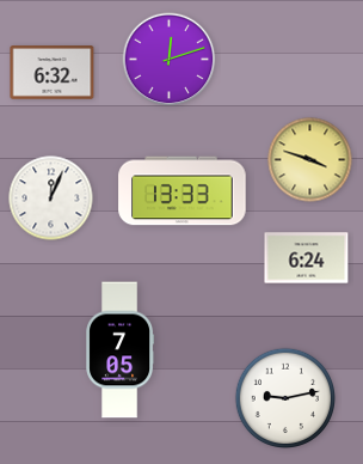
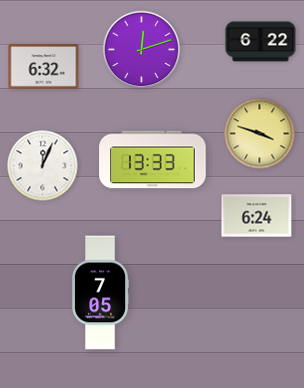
clock at (261, 42): none -> 6:22
clock at (53, 73) position: (53, 73) -> (44, 67)
clock at (285, 398): 9:13 -> none
